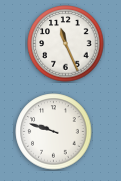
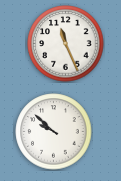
clock at (54, 132): 9:48 -> 9:52
